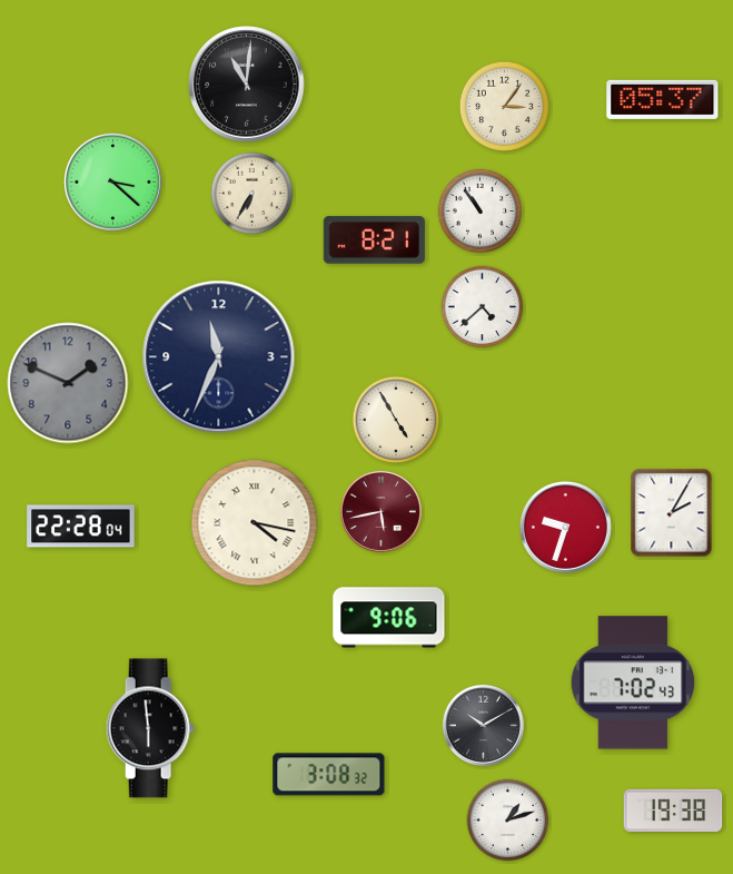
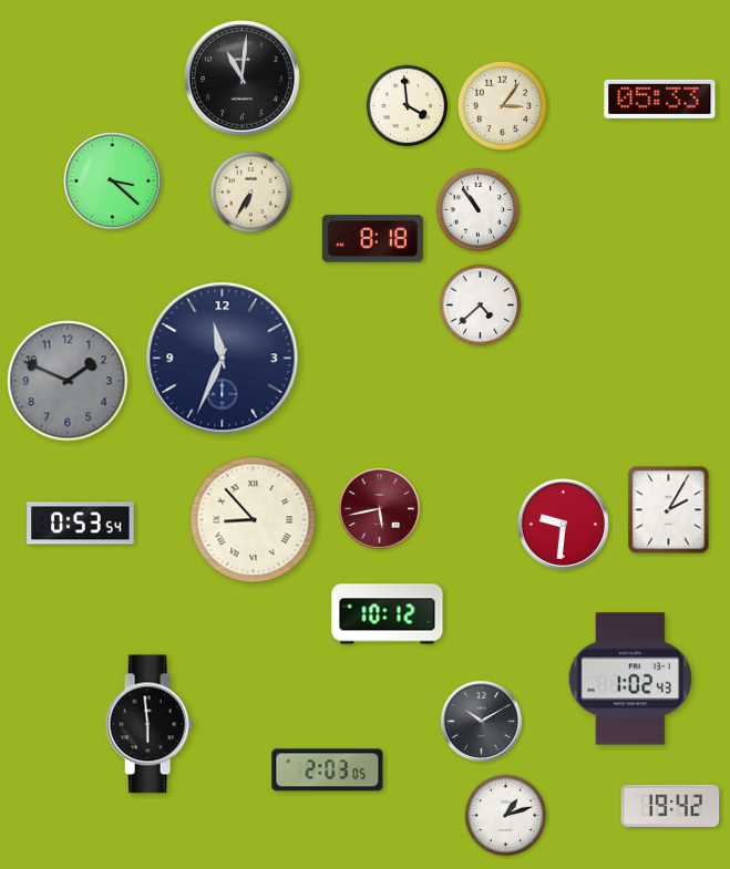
clock at (247, 85) position: (247, 85) -> (243, 79)
clock at (663, 99): 05:37 -> 05:33
clock at (408, 106): none -> 3:59
clock at (374, 240): 8:21 -> 8:18
clock at (219, 357) position: (219, 357) -> (223, 359)
clock at (396, 420): 4:55 -> none
clock at (255, 523): 4:17 -> 8:53
clock at (81, 527): 22:28 -> 0:53
clock at (565, 527): 9:33 -> 9:31
clock at (389, 618): 9:06 -> 10:12
clock at (633, 682): 7:02 -> 1:02
clock at (329, 775): 3:08 -> 2:03
clock at (673, 809): 19:38 -> 19:42
